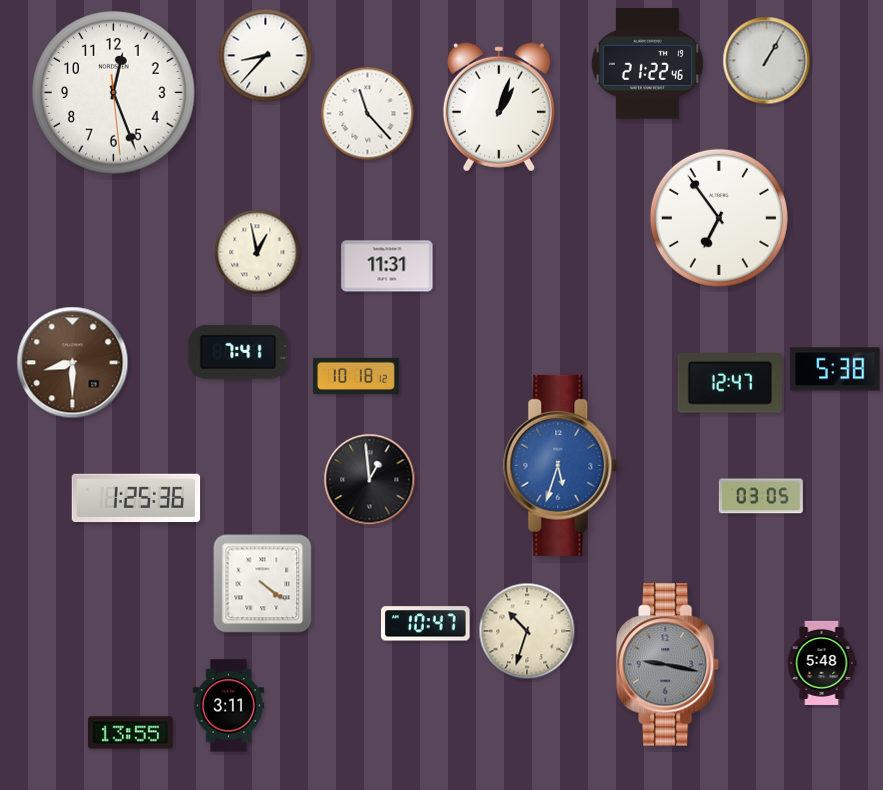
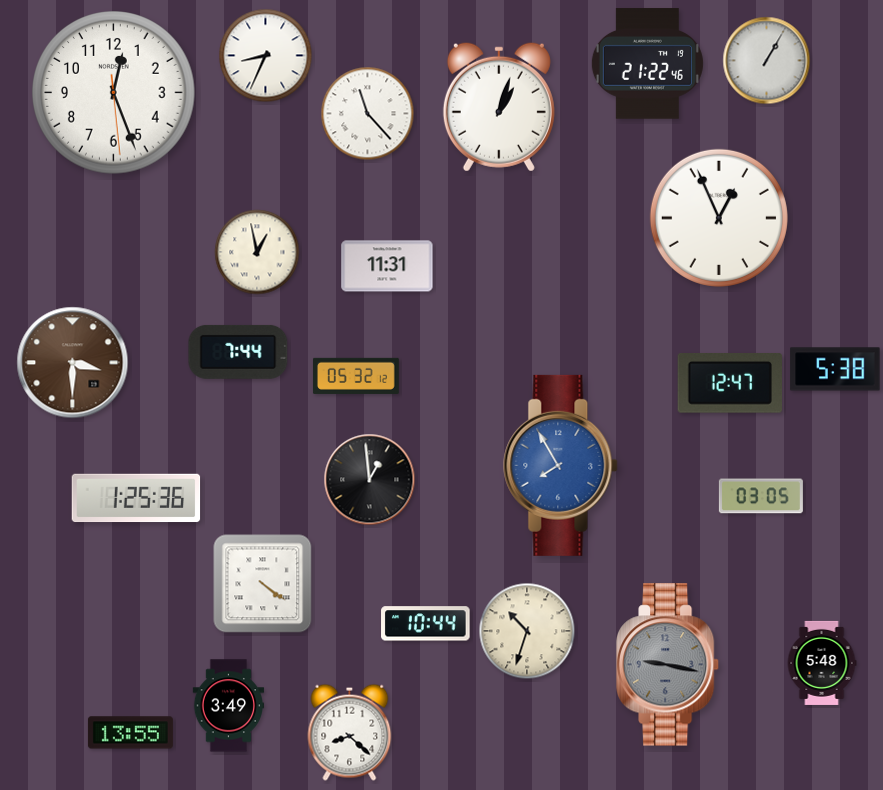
clock at (266, 56): 8:37 -> 8:34
clock at (719, 218): 6:54 -> 12:56
clock at (238, 352): 7:41 -> 7:44
clock at (73, 363): 8:30 -> 3:30
clock at (356, 376): 10:18 -> 05:32
clock at (561, 465): 5:33 -> 7:55
clock at (426, 624): 10:47 -> 10:44
clock at (229, 706): 3:11 -> 3:49
clock at (350, 732): none -> 8:22
